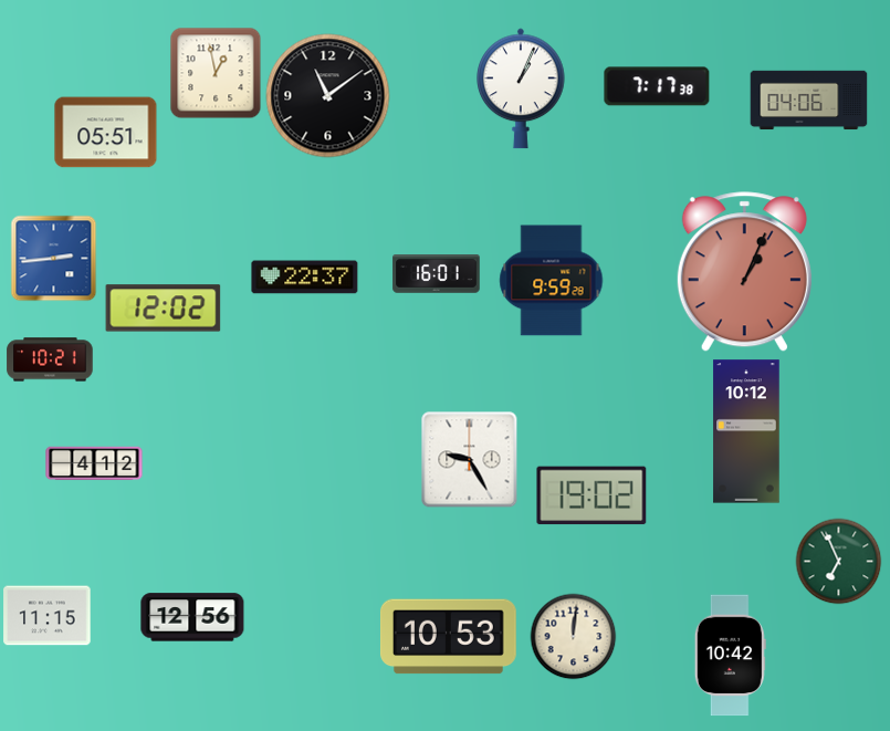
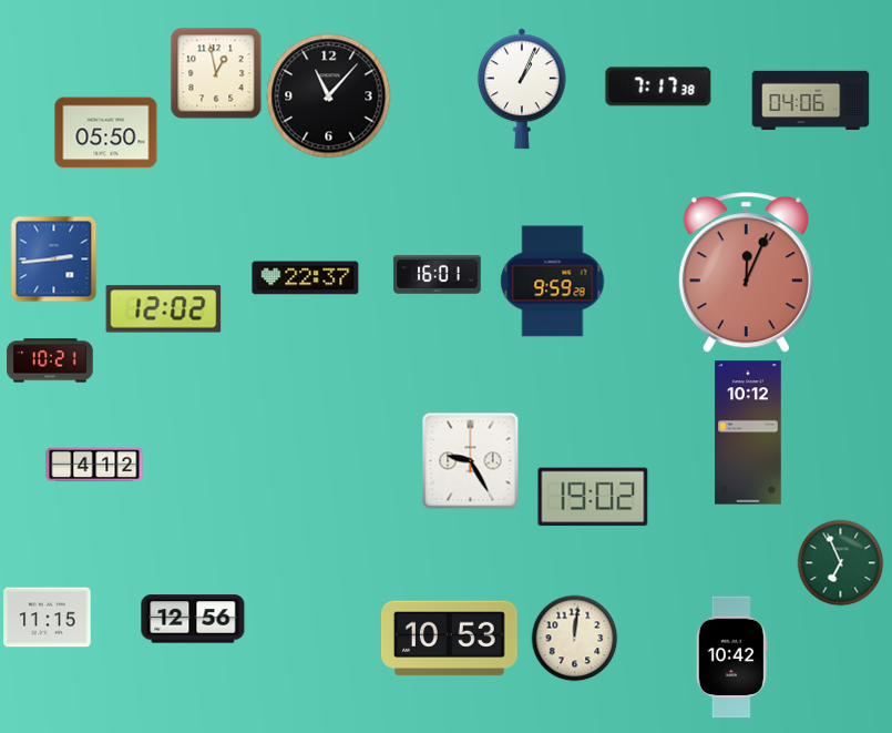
clock at (328, 96): 11:09 -> 11:07
clock at (106, 133): 05:51 -> 05:50
clock at (744, 272): 1:04 -> 12:04
